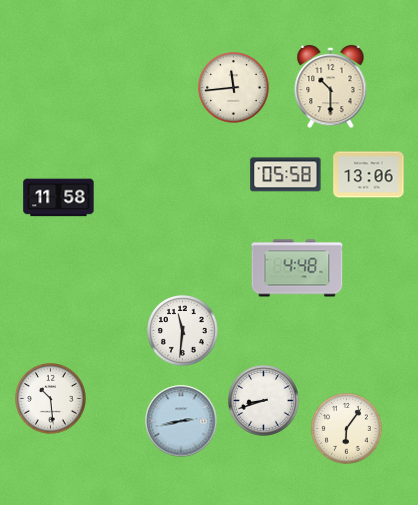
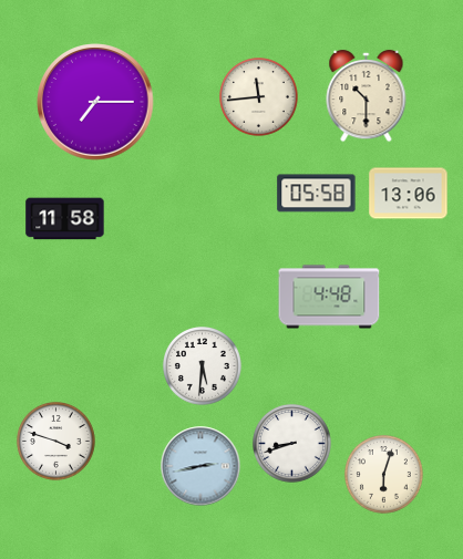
clock at (95, 102): none -> 7:15
clock at (183, 331): 11:31 -> 5:31
clock at (51, 399): 10:29 -> 3:48
clock at (347, 429): 6:06 -> 6:03
